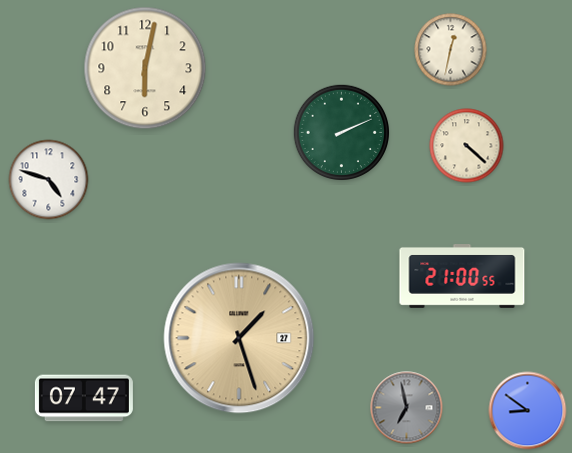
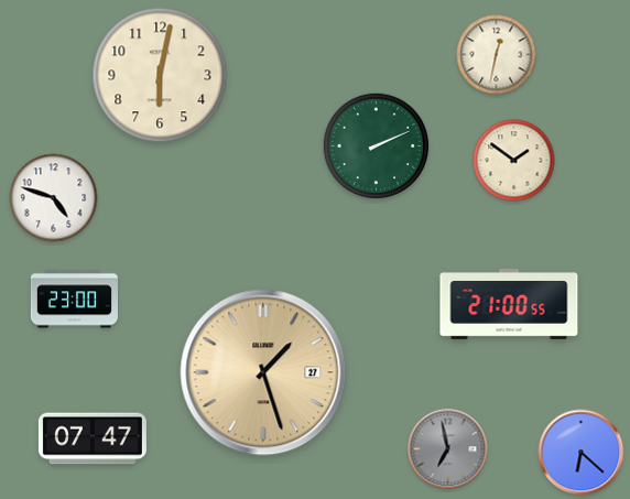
clock at (467, 146): 4:22 -> 1:51
clock at (74, 300): none -> 23:00
clock at (528, 411): 8:51 -> 6:22
